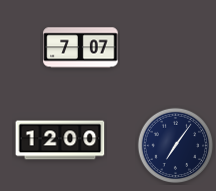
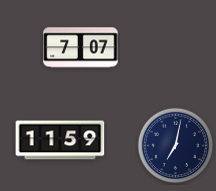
clock at (60, 140): 12:00 -> 11:59
clock at (176, 146): 7:06 -> 7:02
